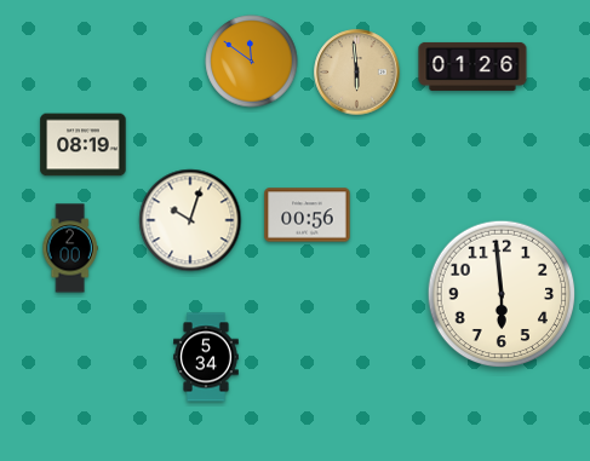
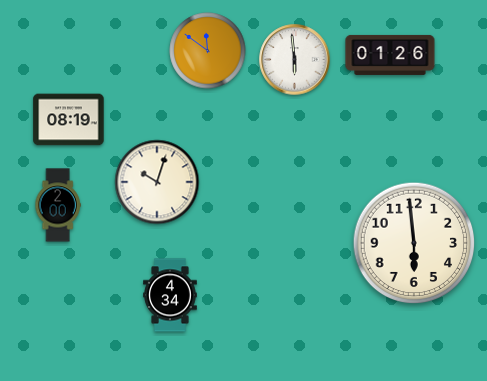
clock at (357, 73) dial: champagne -> white
clock at (308, 215): 00:56 -> none
clock at (206, 357): 5:34 -> 4:34
